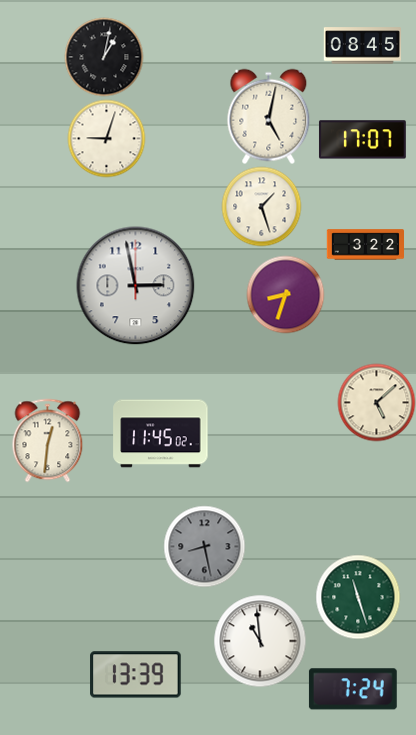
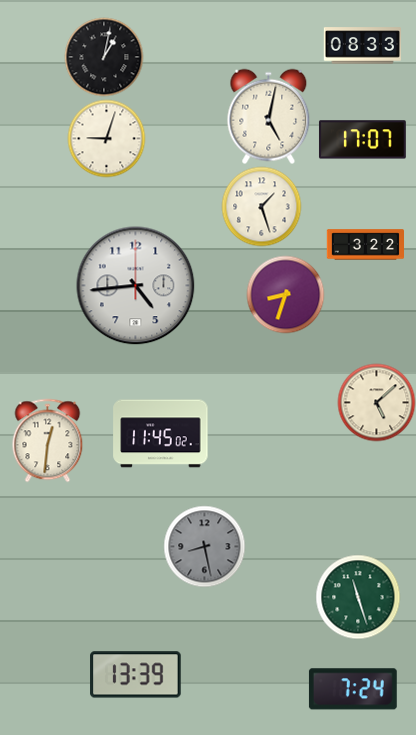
clock at (362, 46): 08:45 -> 08:33
clock at (136, 286): 2:58 -> 4:44
clock at (260, 641): 10:59 -> none
